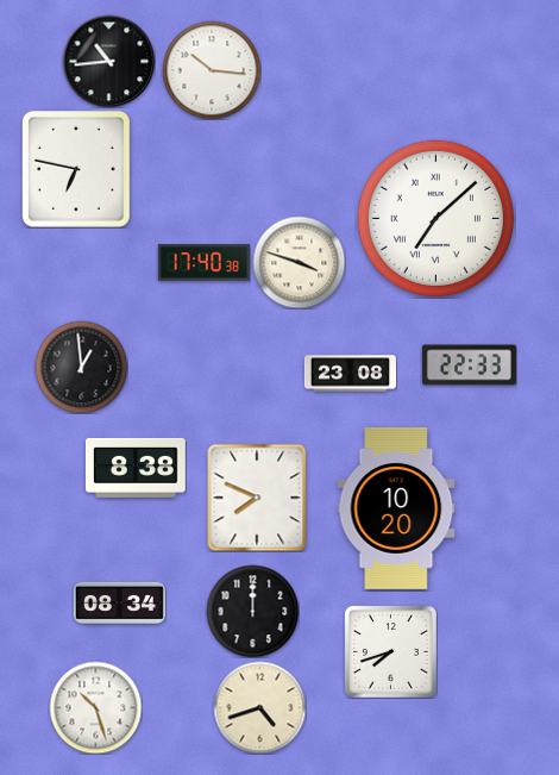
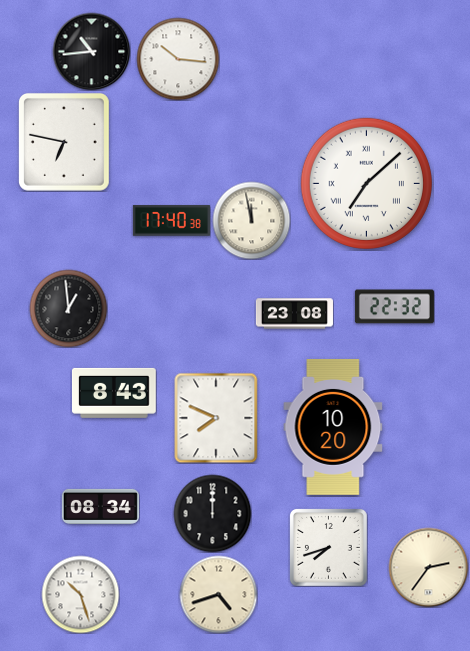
clock at (299, 262): 3:48 -> 11:58
clock at (469, 365): 22:33 -> 22:32
clock at (136, 468): 8:38 -> 8:43
clock at (428, 567): none -> 2:36
